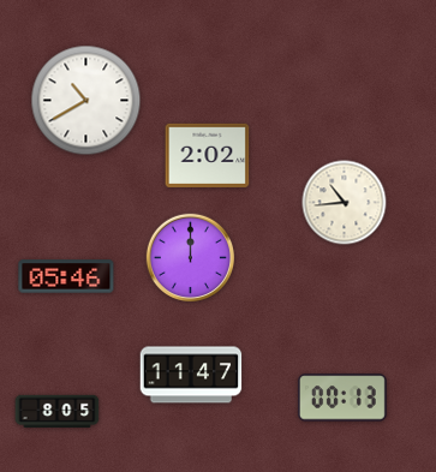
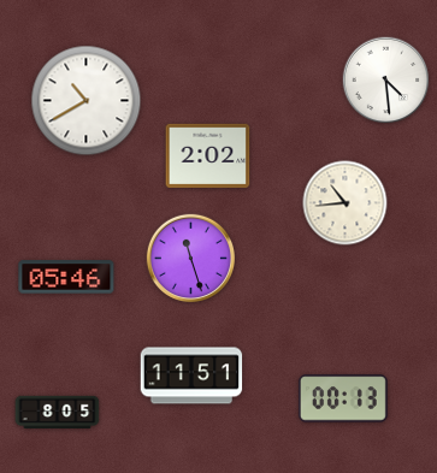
clock at (386, 81): none -> 4:29
clock at (190, 257): 12:00 -> 11:27
clock at (191, 375): 11:47 -> 11:51
